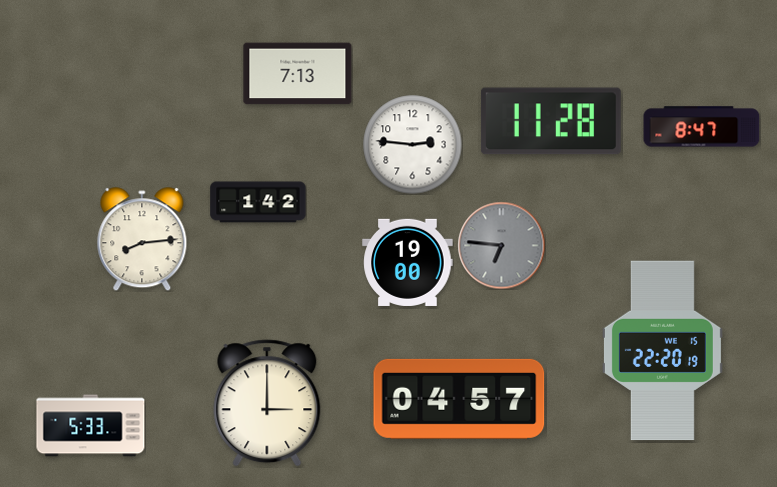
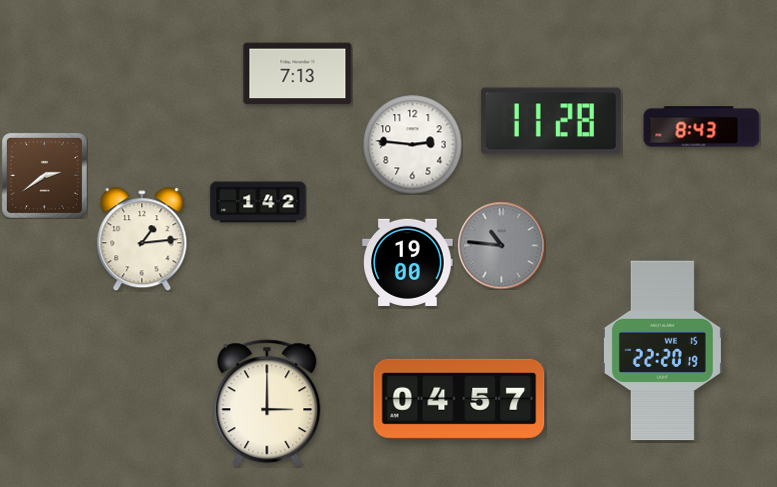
clock at (702, 127): 8:47 -> 8:43
clock at (44, 175): none -> 2:39
clock at (142, 239): 8:14 -> 1:14
clock at (501, 245): 6:46 -> 10:46
clock at (91, 426): 5:33 -> none
